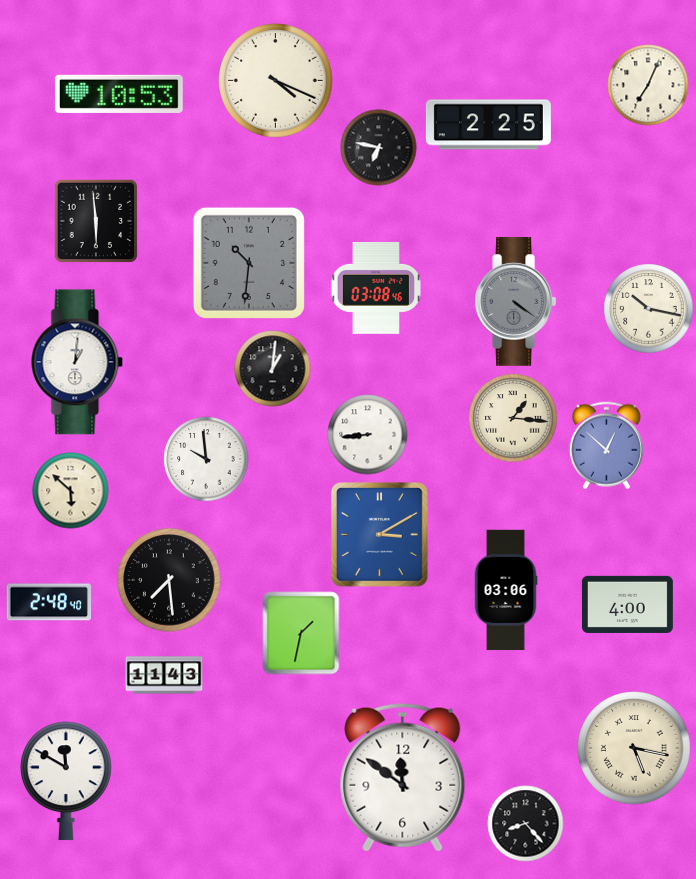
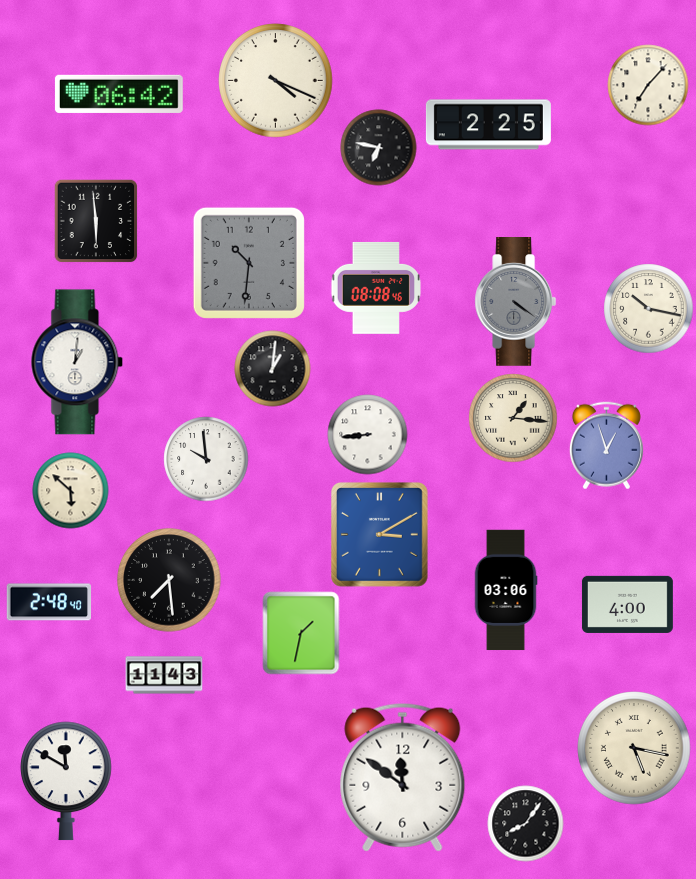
clock at (648, 85): 7:04 -> 7:07
clock at (119, 94): 10:53 -> 06:42
clock at (376, 288): 03:08 -> 08:08
clock at (606, 446): 12:52 -> 12:57
clock at (526, 824): 8:23 -> 8:06
